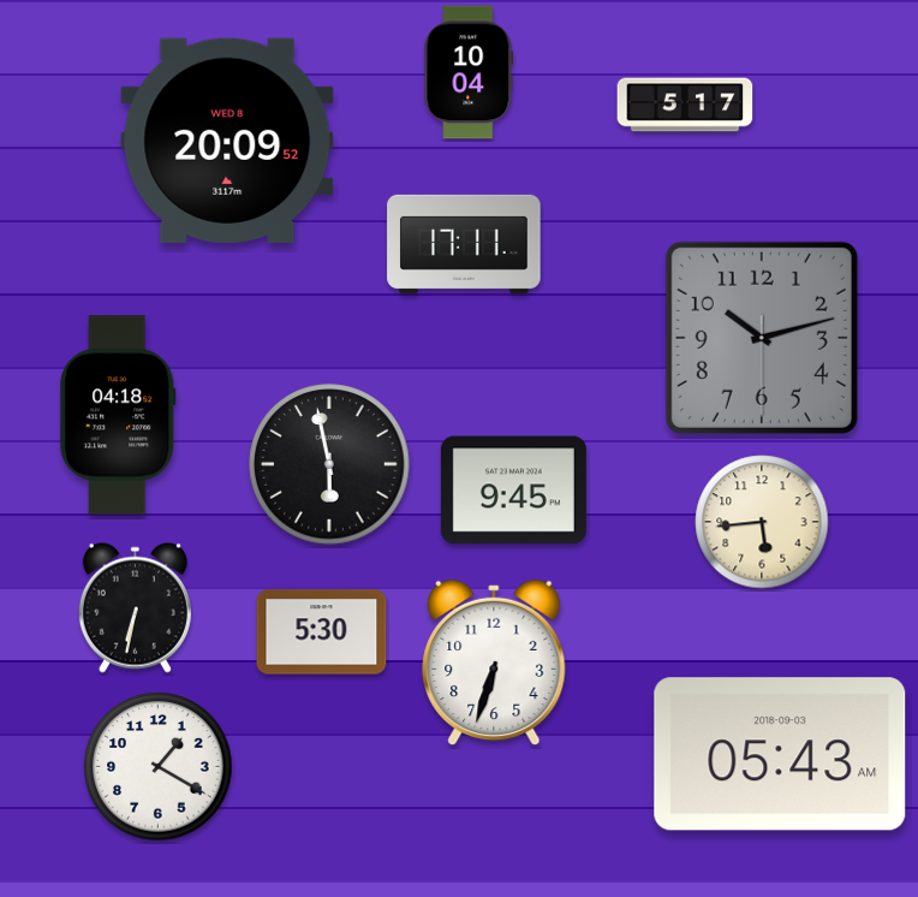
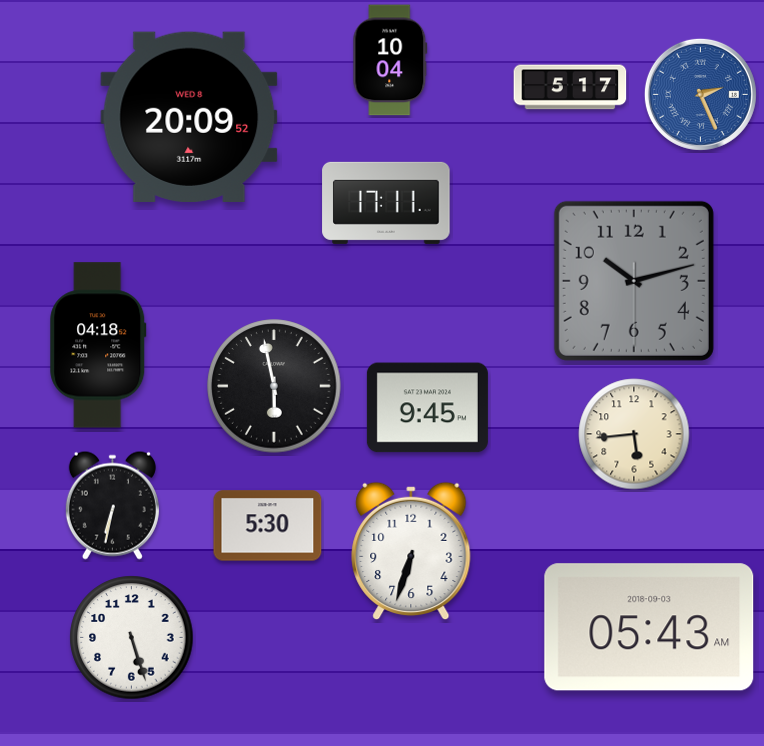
clock at (700, 94): none -> 2:26
clock at (159, 767): 1:20 -> 5:27
